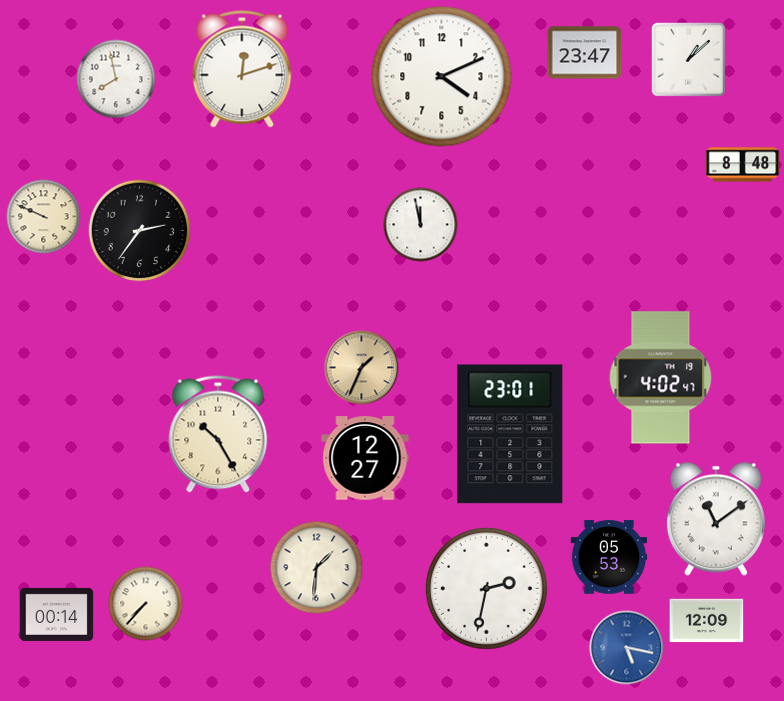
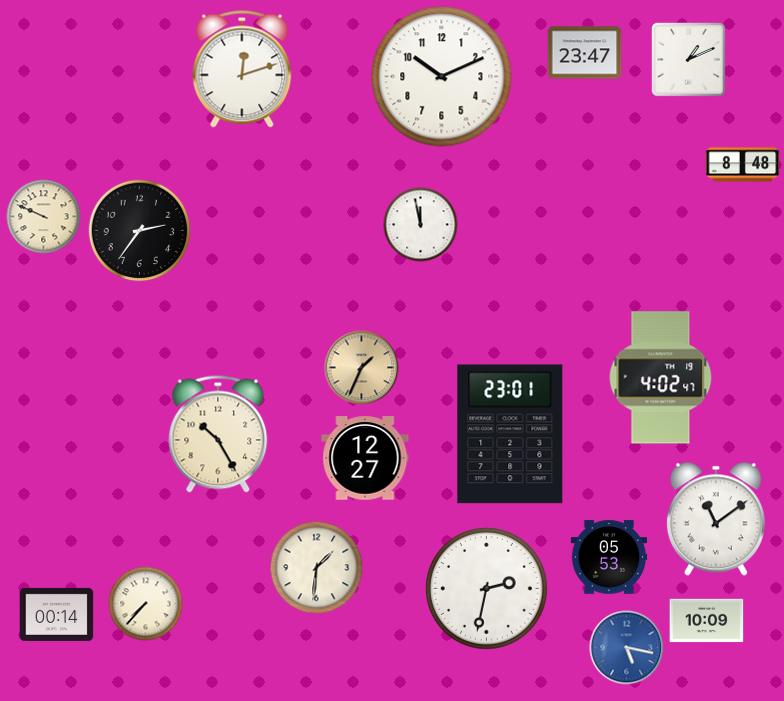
clock at (689, 60): 1:08 -> 1:11
clock at (442, 77): 4:11 -> 10:11
clock at (116, 79): 7:58 -> none
clock at (707, 621): 12:09 -> 10:09
